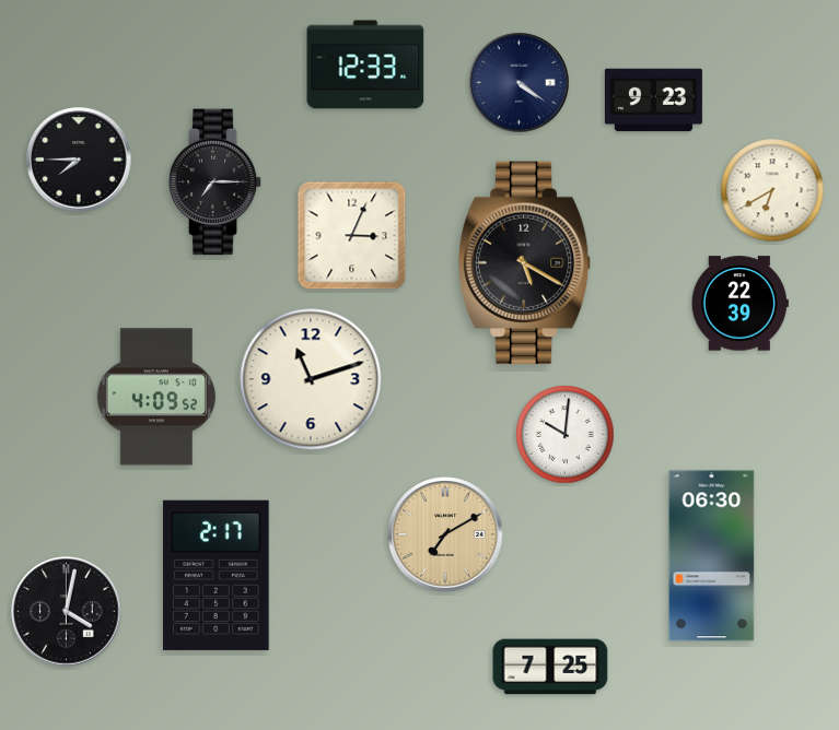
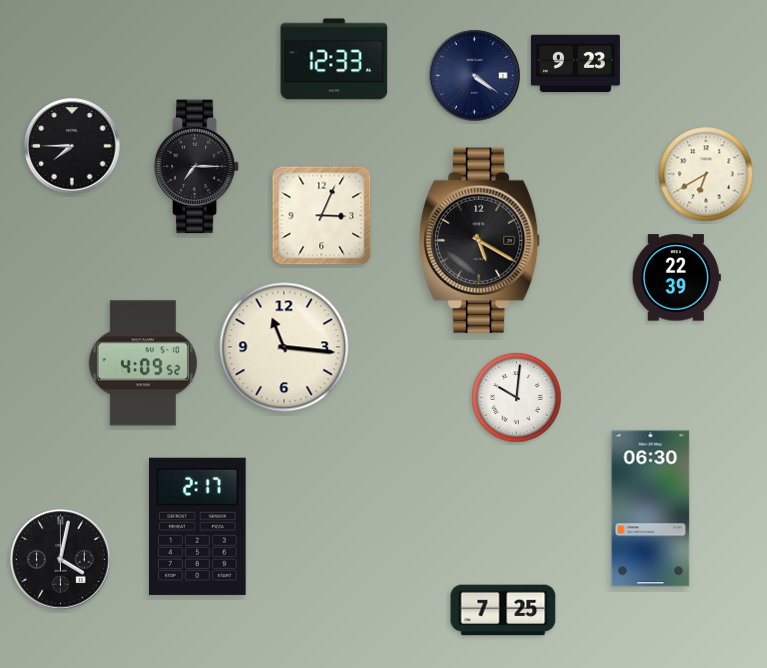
clock at (653, 101) position: (653, 101) -> (575, 64)
clock at (311, 379): 11:12 -> 11:16
clock at (445, 534): 7:10 -> none
